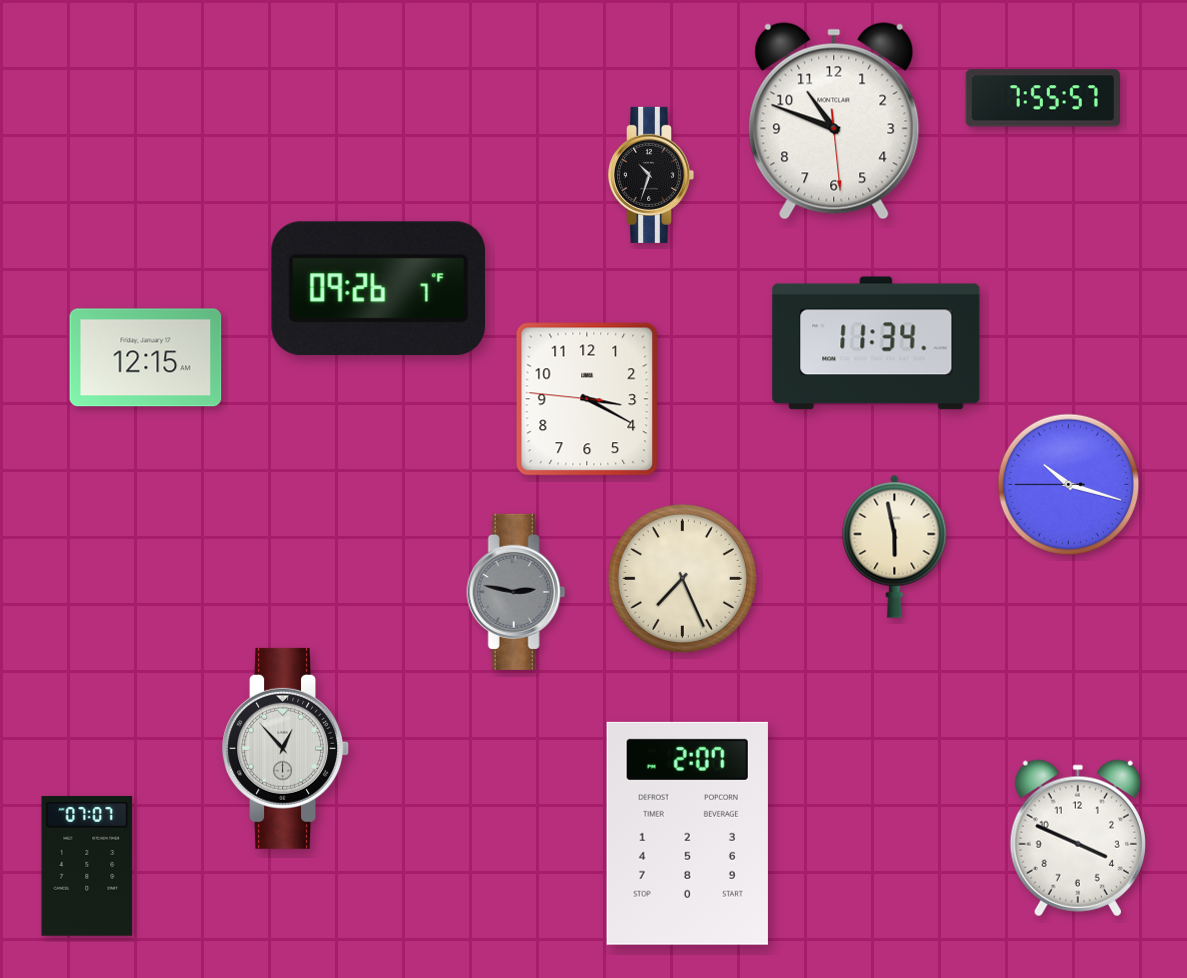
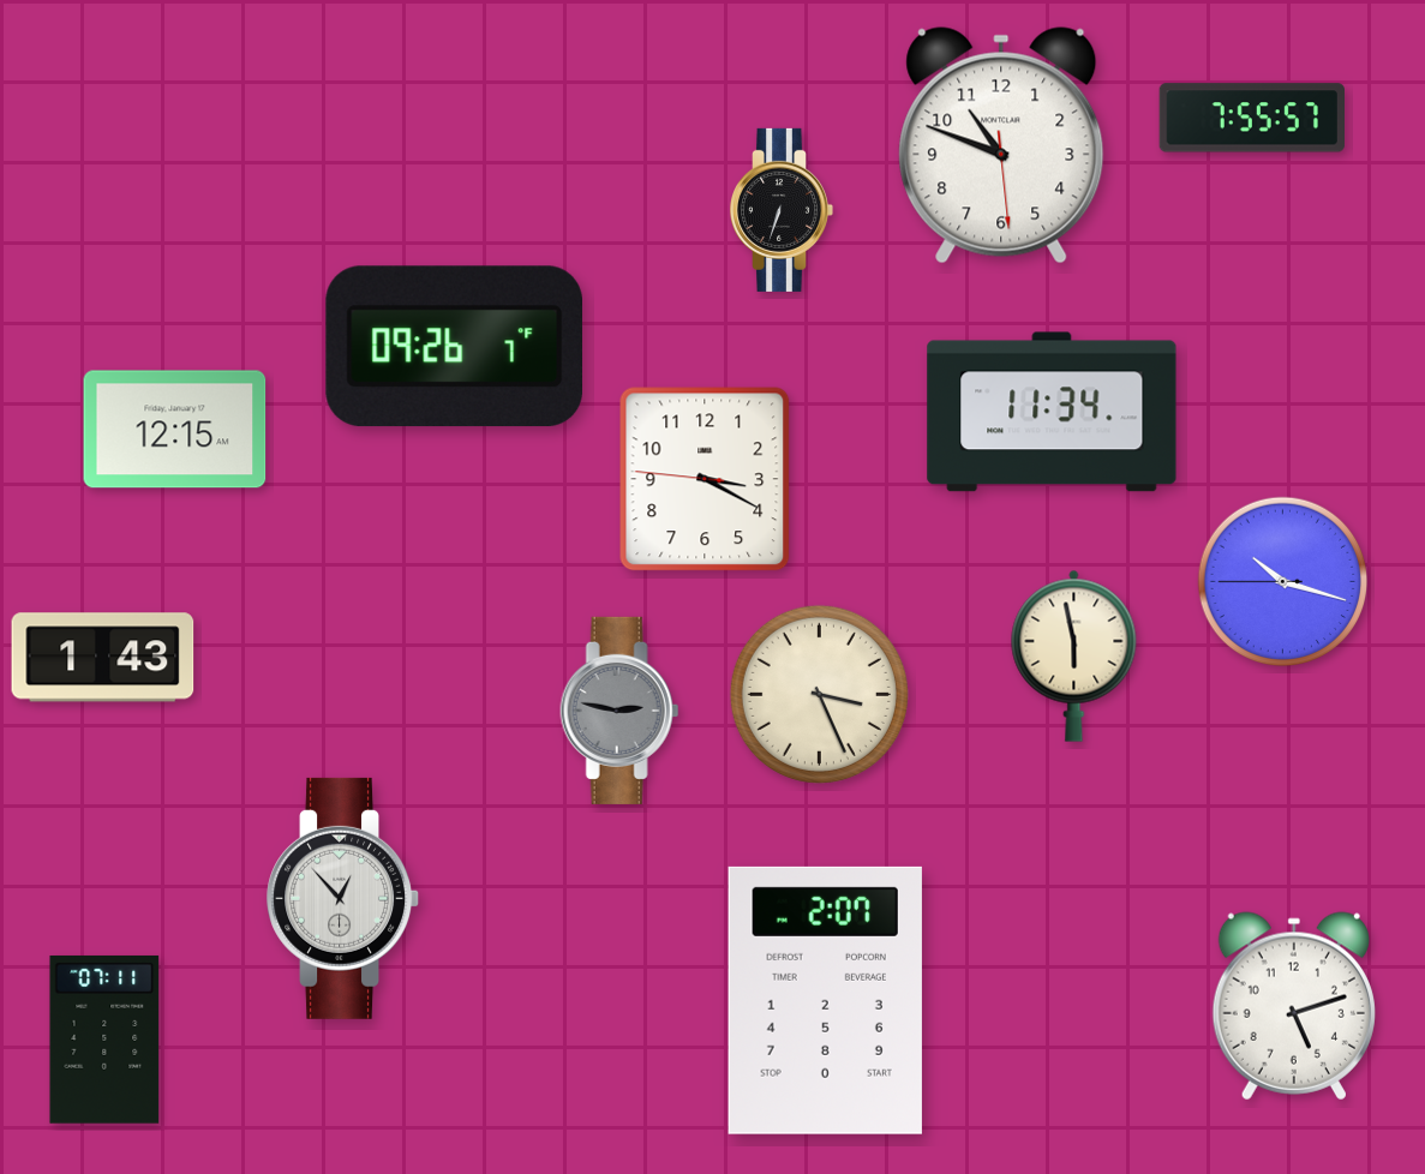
clock at (652, 175): 10:33 -> 6:33
clock at (103, 658): none -> 1:43
clock at (682, 578): 7:26 -> 3:26
clock at (1078, 838): 3:49 -> 5:12
clock at (87, 866): 07:07 -> 07:11
